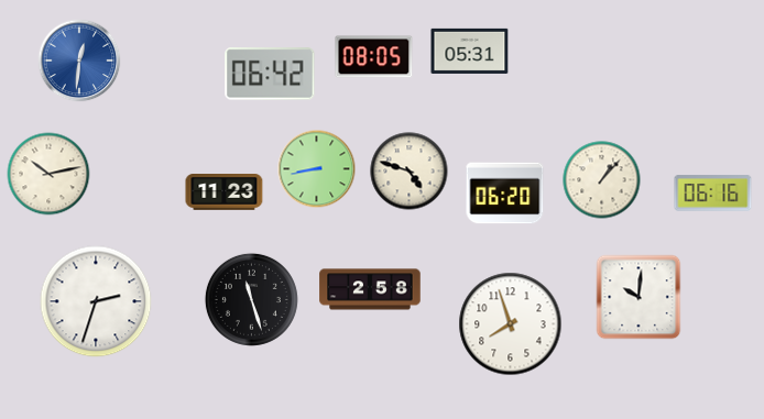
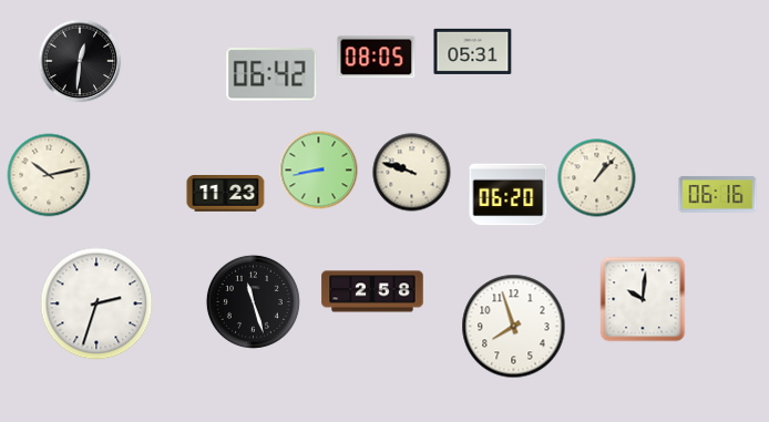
clock at (79, 60) dial: blue -> black
clock at (410, 172): 4:48 -> 9:48
clock at (602, 180) position: (602, 180) -> (597, 178)
